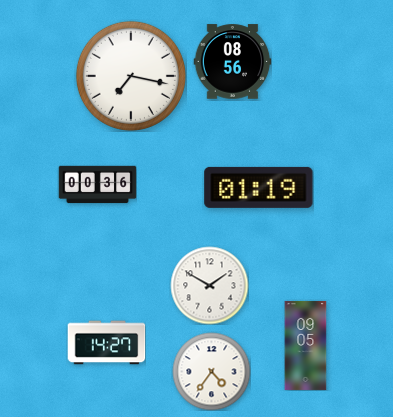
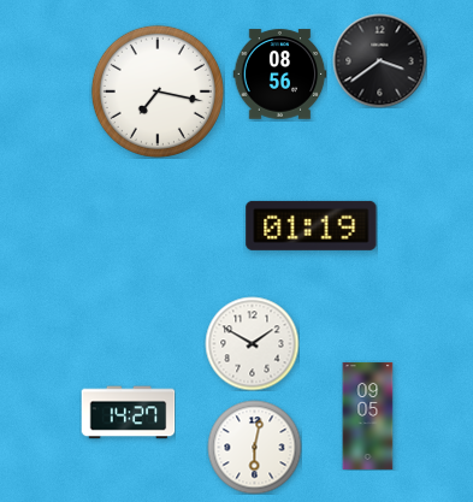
clock at (379, 60): none -> 3:39
clock at (97, 185): 00:36 -> none
clock at (211, 371): 4:36 -> 6:02
